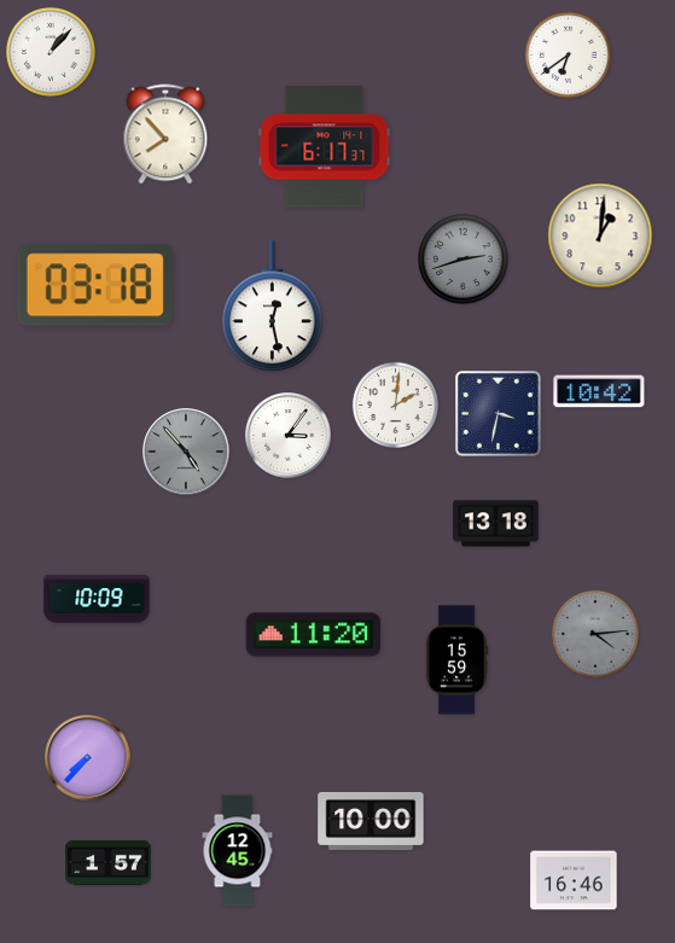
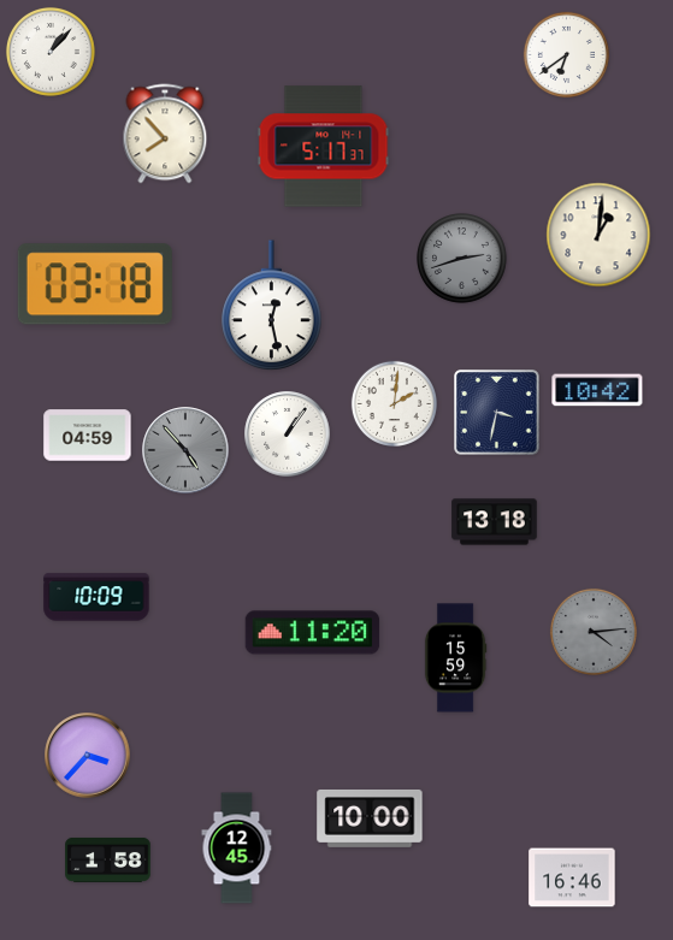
clock at (325, 147): 6:17 -> 5:17
clock at (289, 436): 3:06 -> 1:06
clock at (88, 436): none -> 04:59
clock at (88, 758): 7:37 -> 3:37
clock at (109, 862): 1:57 -> 1:58
